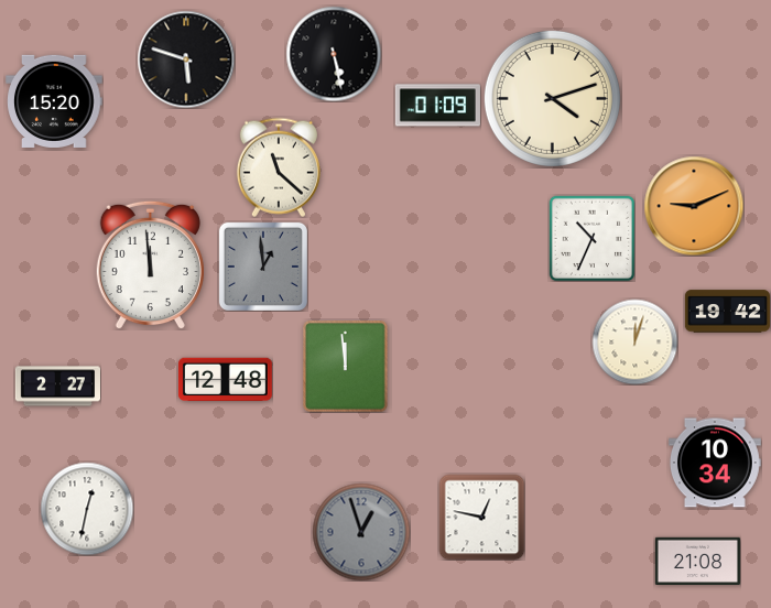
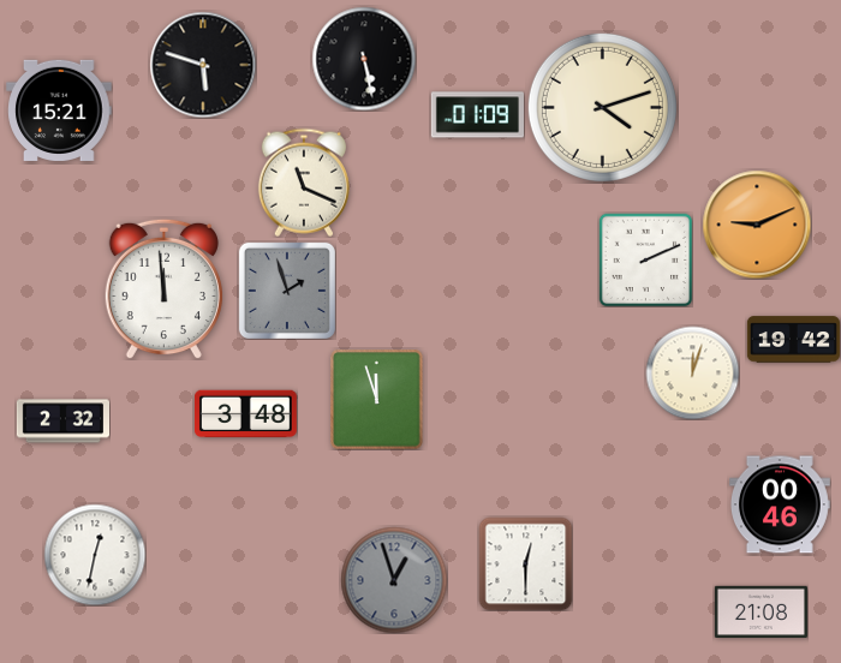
clock at (54, 101): 15:20 -> 15:21
clock at (279, 167): 11:22 -> 11:19
clock at (591, 238): 10:34 -> 2:11
clock at (263, 267): 12:59 -> 1:57
clock at (346, 366): 11:59 -> 11:57
clock at (225, 380): 12:48 -> 3:48
clock at (57, 387): 2:27 -> 2:32
clock at (715, 463): 10:34 -> 00:46
clock at (481, 517): 12:47 -> 12:30
